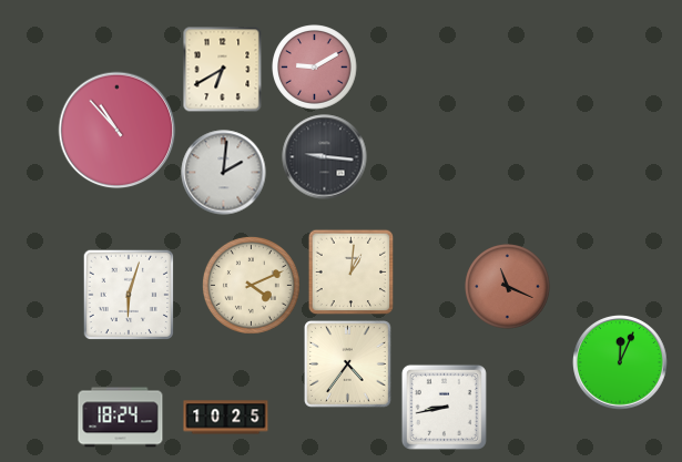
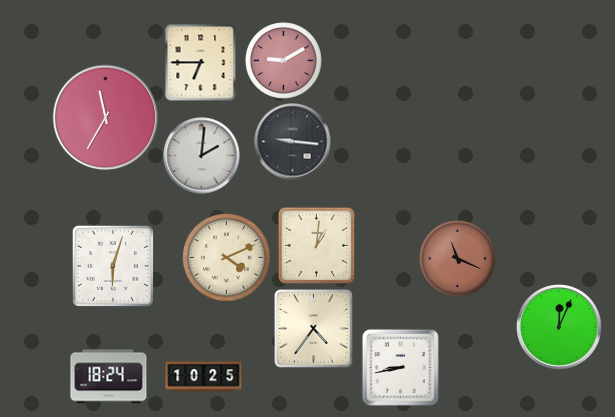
clock at (223, 69): 6:40 -> 6:45
clock at (118, 131): 10:53 -> 11:35
clock at (128, 294) position: (128, 294) -> (112, 265)
